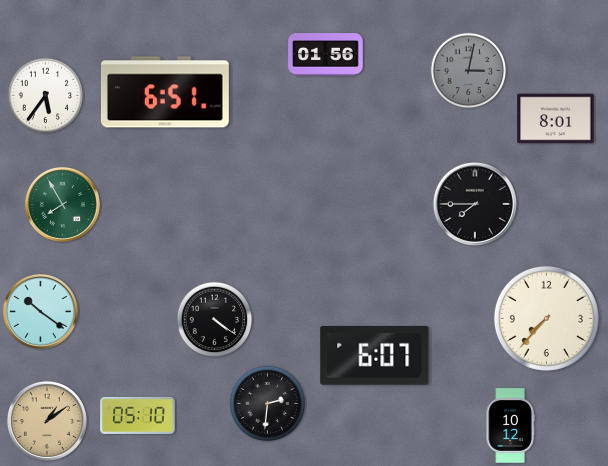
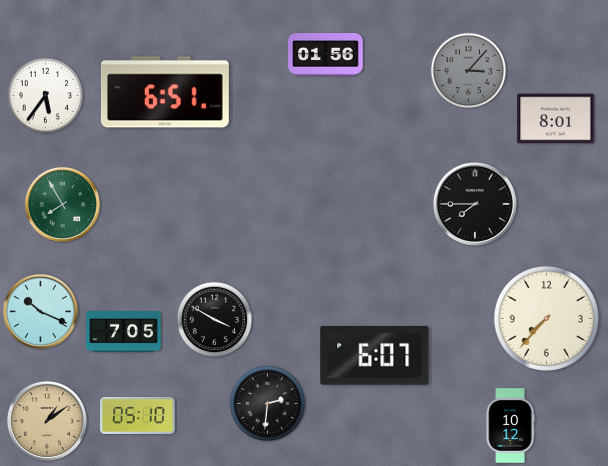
clock at (469, 71): 3:02 -> 3:07
clock at (40, 311): 10:21 -> 10:19
clock at (215, 320): 4:21 -> 3:50
clock at (124, 332): none -> 7:05
